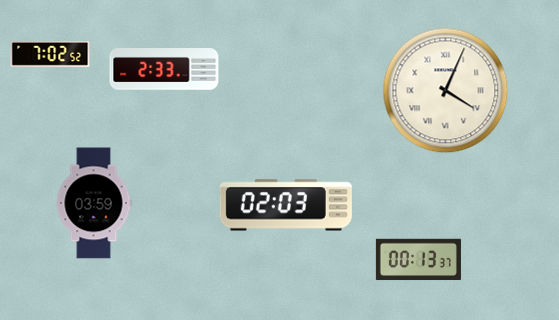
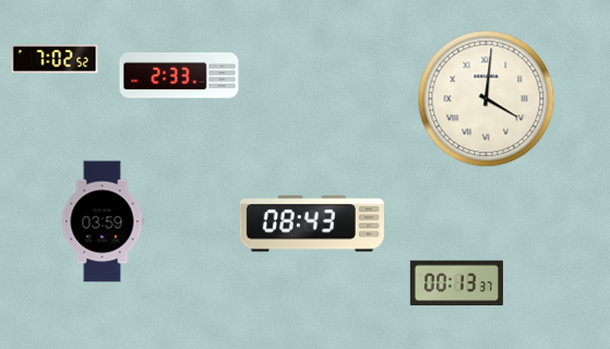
clock at (446, 91): 4:04 -> 4:01
clock at (286, 205): 02:03 -> 08:43
